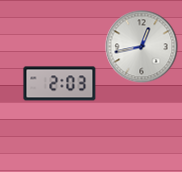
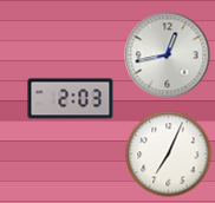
clock at (169, 155): none -> 7:04
